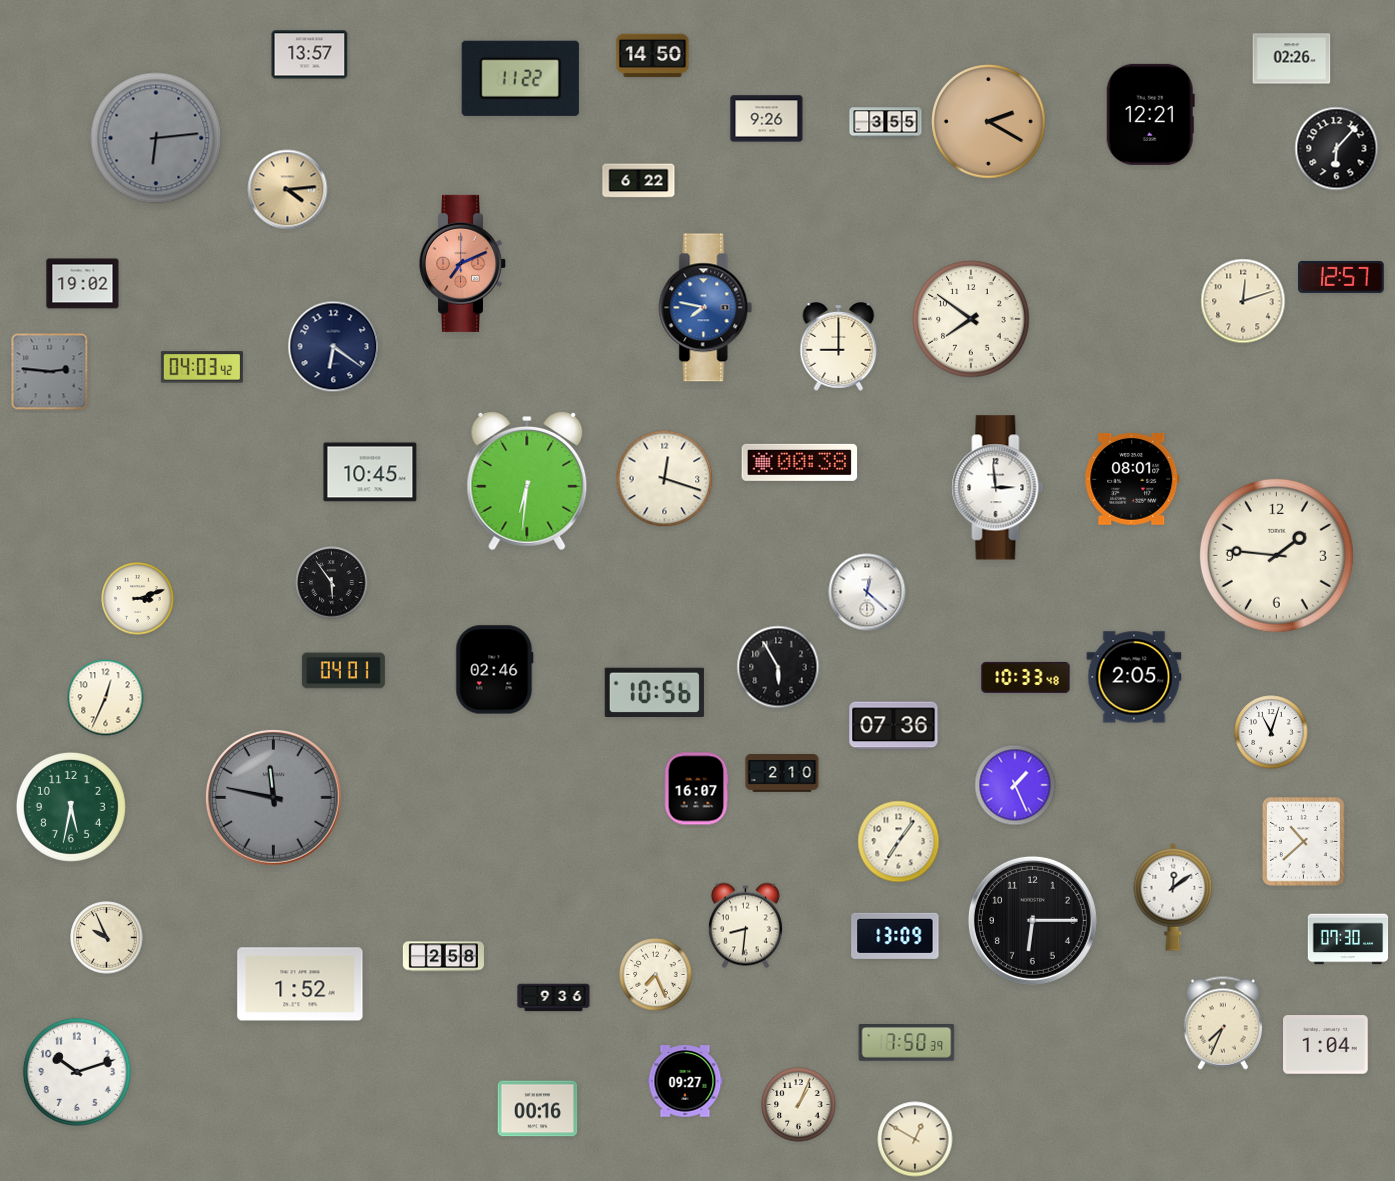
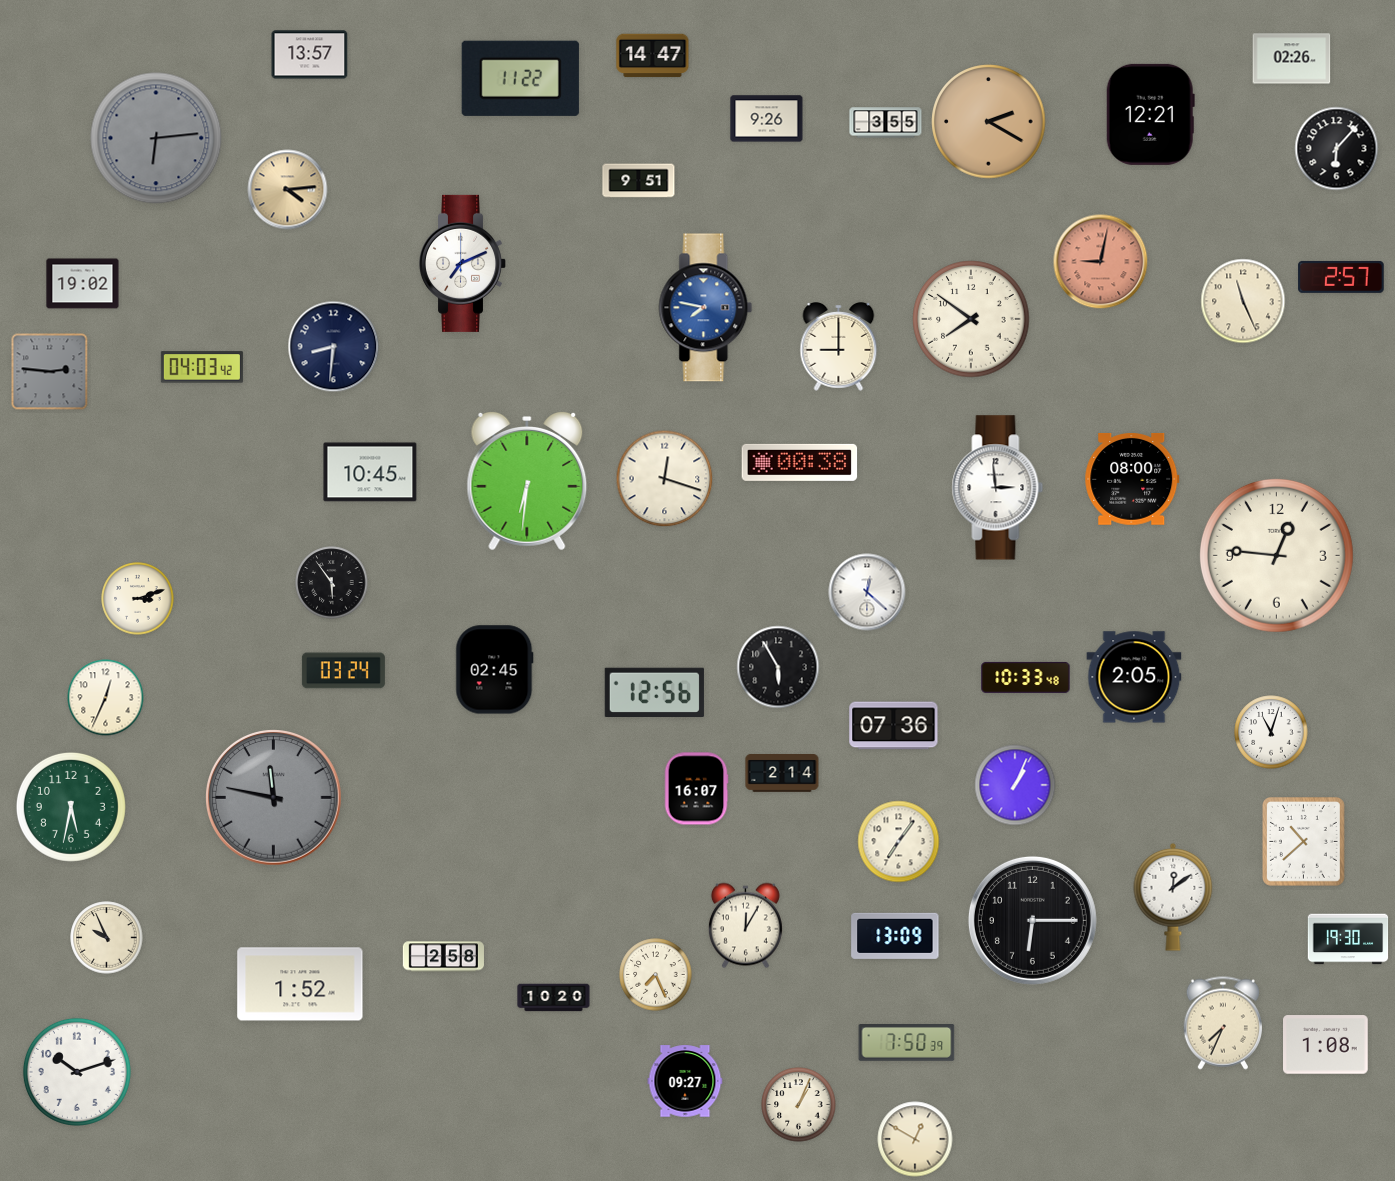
clock at (653, 56): 14:50 -> 14:47
clock at (639, 181): 6:22 -> 9:51
clock at (1101, 262): none -> 9:02
clock at (462, 263) dial: salmon -> white
clock at (1341, 277): 12:57 -> 2:57
clock at (1243, 301): 12:12 -> 11:26
clock at (334, 347): 6:21 -> 8:31
clock at (1132, 480): 08:01 -> 08:00
clock at (1276, 555): 1:46 -> 12:46
clock at (495, 670): 02:46 -> 02:45
clock at (343, 671): 04:01 -> 03:24
clock at (654, 692): 10:56 -> 12:56
clock at (782, 774): 2:10 -> 2:14
clock at (1015, 785): 1:26 -> 1:04
clock at (745, 926): 8:31 -> 12:05
clock at (1348, 939): 07:30 -> 19:30
clock at (554, 998): 9:36 -> 10:20
clock at (1326, 1045): 1:04 -> 1:08
clock at (538, 1109): 00:16 -> none
